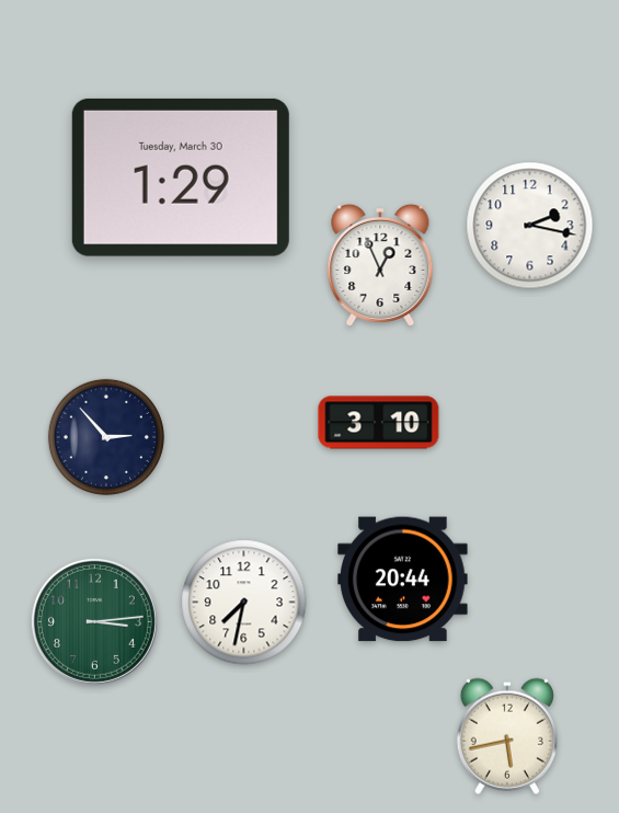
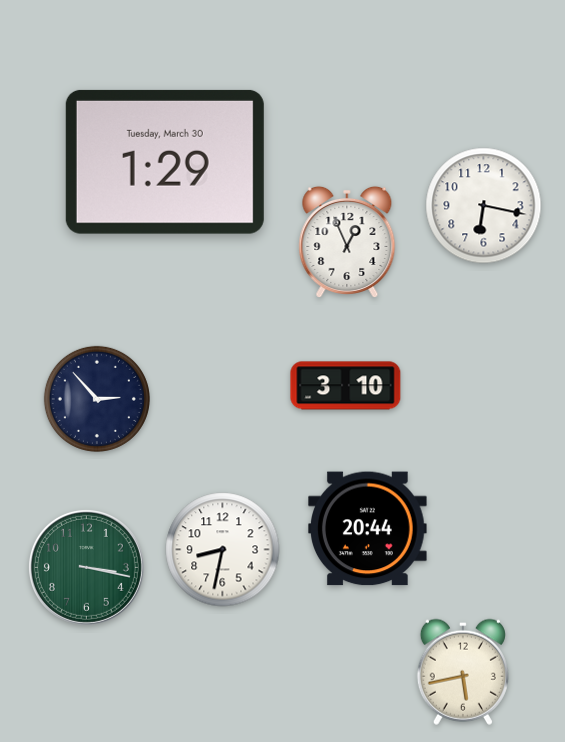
clock at (530, 226): 2:17 -> 6:17
clock at (244, 603): 7:32 -> 8:32
clock at (94, 621): 3:14 -> 3:17
